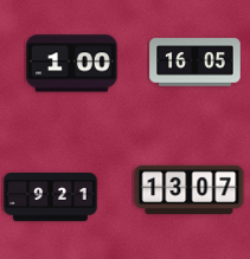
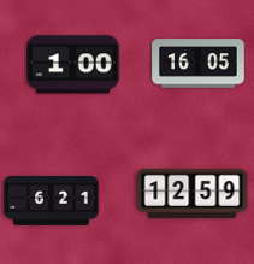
clock at (190, 189): 13:07 -> 12:59
clock at (51, 198): 9:21 -> 6:21
